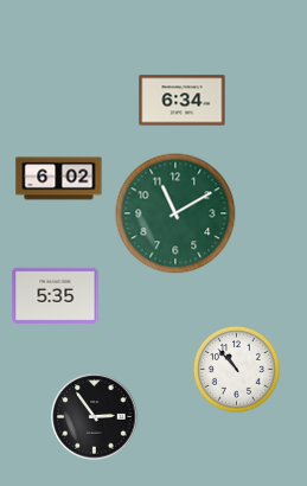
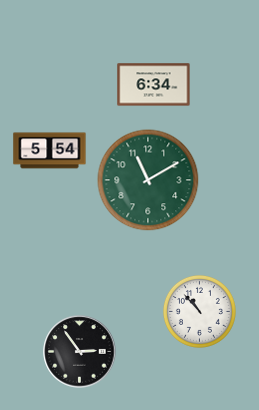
clock at (59, 179): 6:02 -> 5:54
clock at (56, 295): 5:35 -> none
